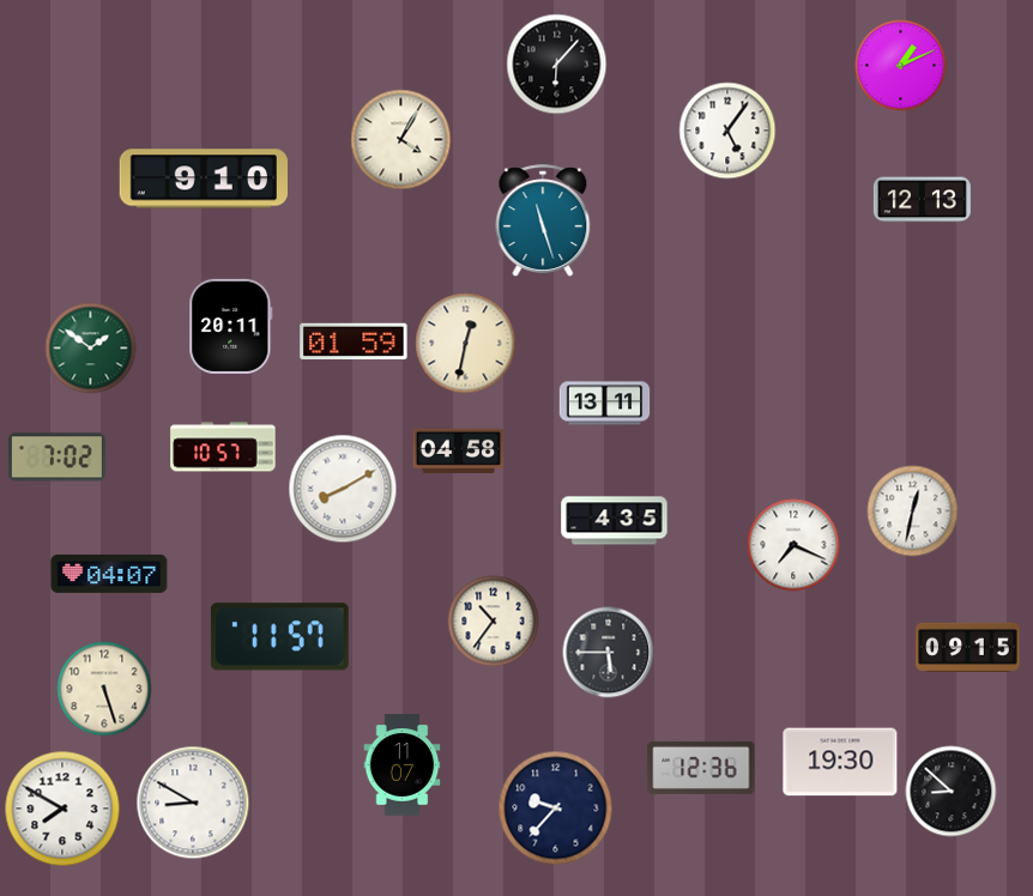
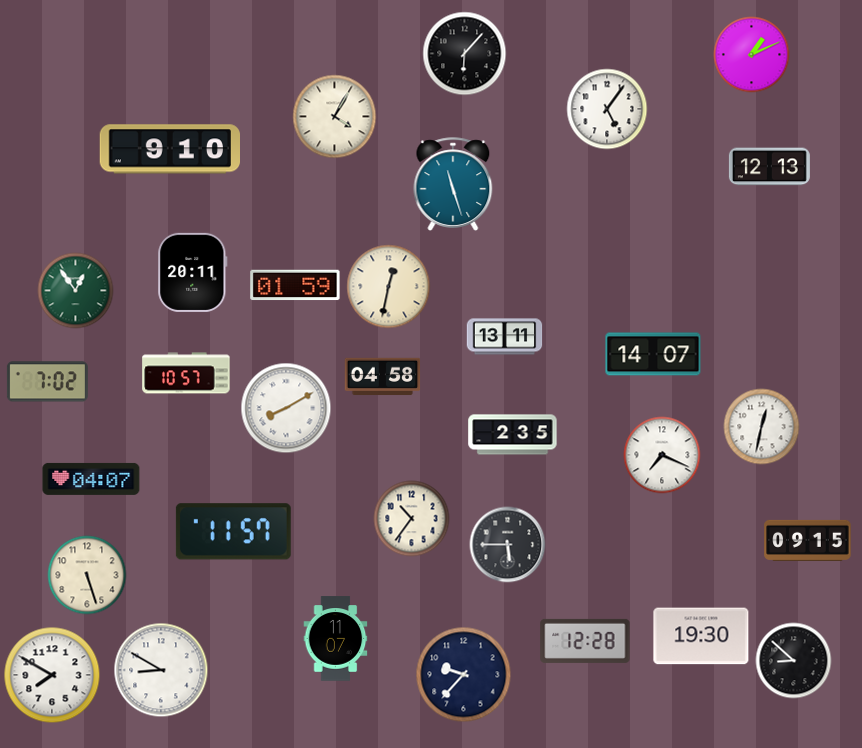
clock at (91, 349): 1:51 -> 12:54
clock at (653, 354): none -> 14:07
clock at (615, 521): 4:35 -> 2:35
clock at (701, 768): 12:36 -> 12:28
